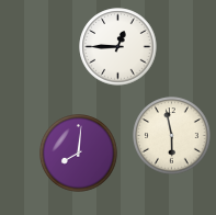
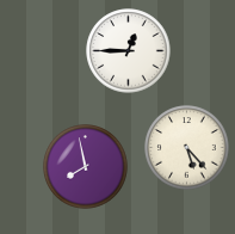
clock at (172, 136): 5:58 -> 5:23
clock at (79, 154): 8:01 -> 7:58
